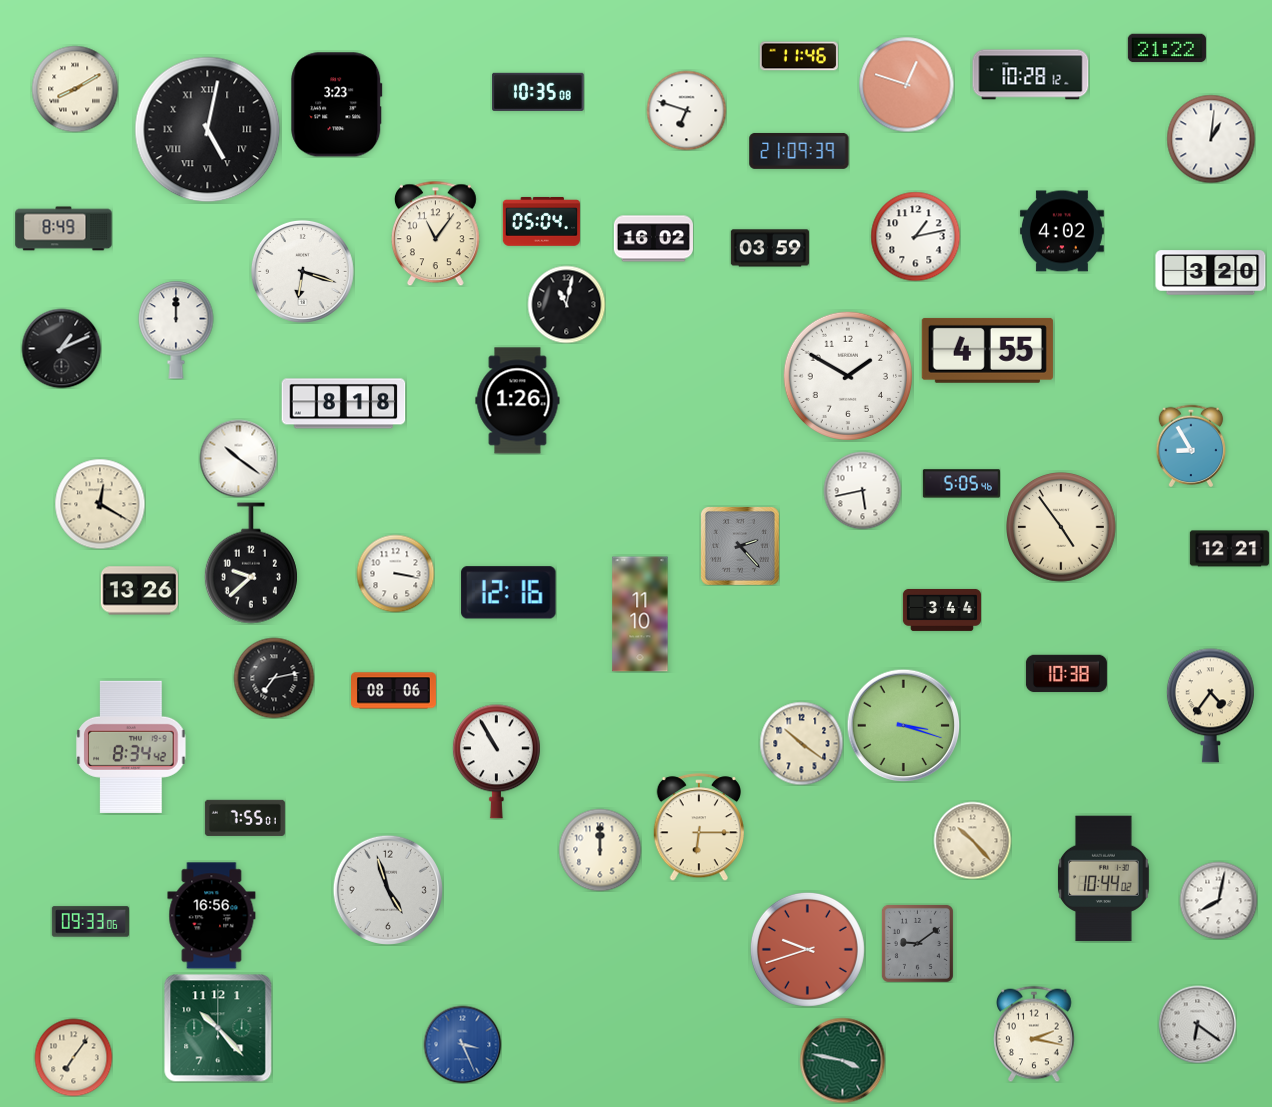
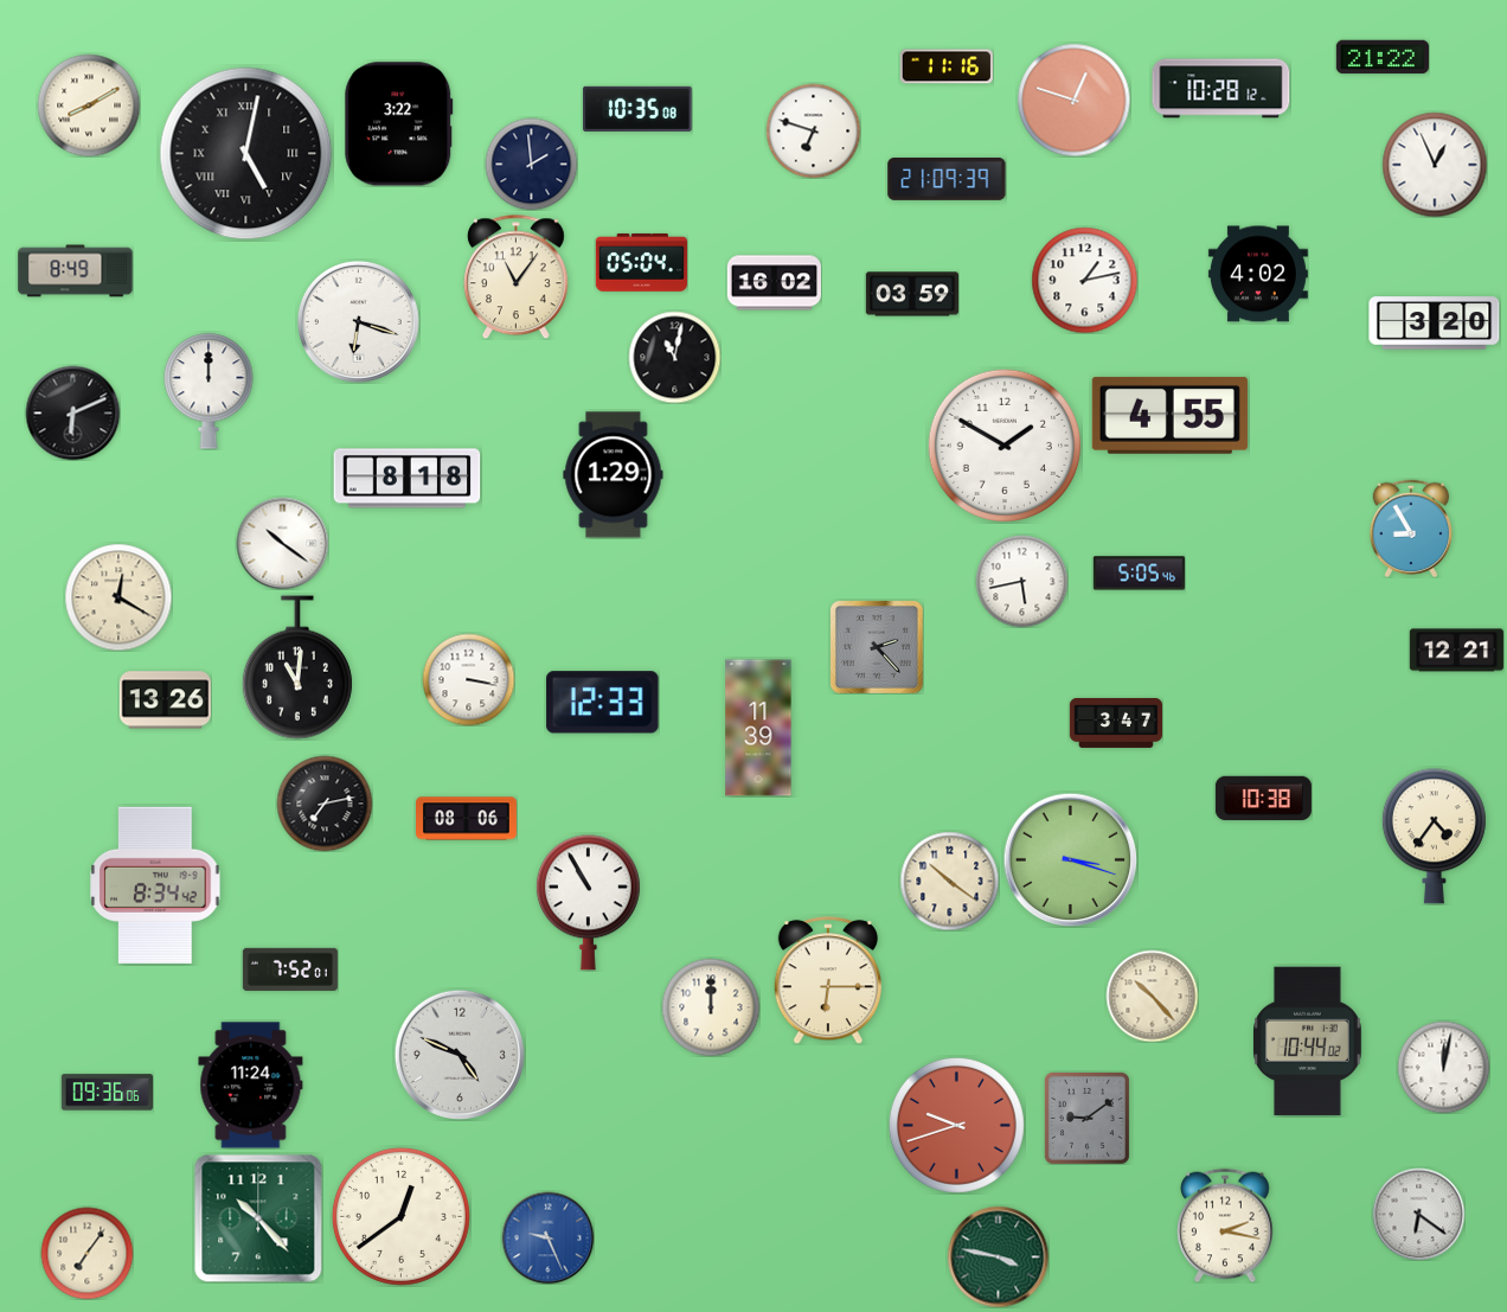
clock at (799, 56): 11:46 -> 11:16
clock at (337, 105): 3:23 -> 3:22
clock at (531, 164): none -> 1:59
clock at (1211, 139): 1:01 -> 12:56
clock at (566, 304) position: (566, 304) -> (674, 357)
clock at (61, 348): 1:11 -> 6:11
clock at (518, 401): 1:26 -> 1:29
clock at (1062, 528): 4:54 -> none
clock at (251, 563): 9:38 -> 11:01
clock at (509, 593): 12:16 -> 12:33
clock at (941, 610): 3:44 -> 3:47
clock at (640, 614): 11:10 -> 11:39
clock at (245, 818): 7:55 -> 7:52
clock at (387, 889): 4:57 -> 4:49
clock at (1218, 900): 8:02 -> 12:02
clock at (212, 916): 16:56 -> 11:24
clock at (90, 922): 09:33 -> 09:36
clock at (400, 1216): none -> 12:39
clock at (462, 1044): 3:26 -> 9:26
